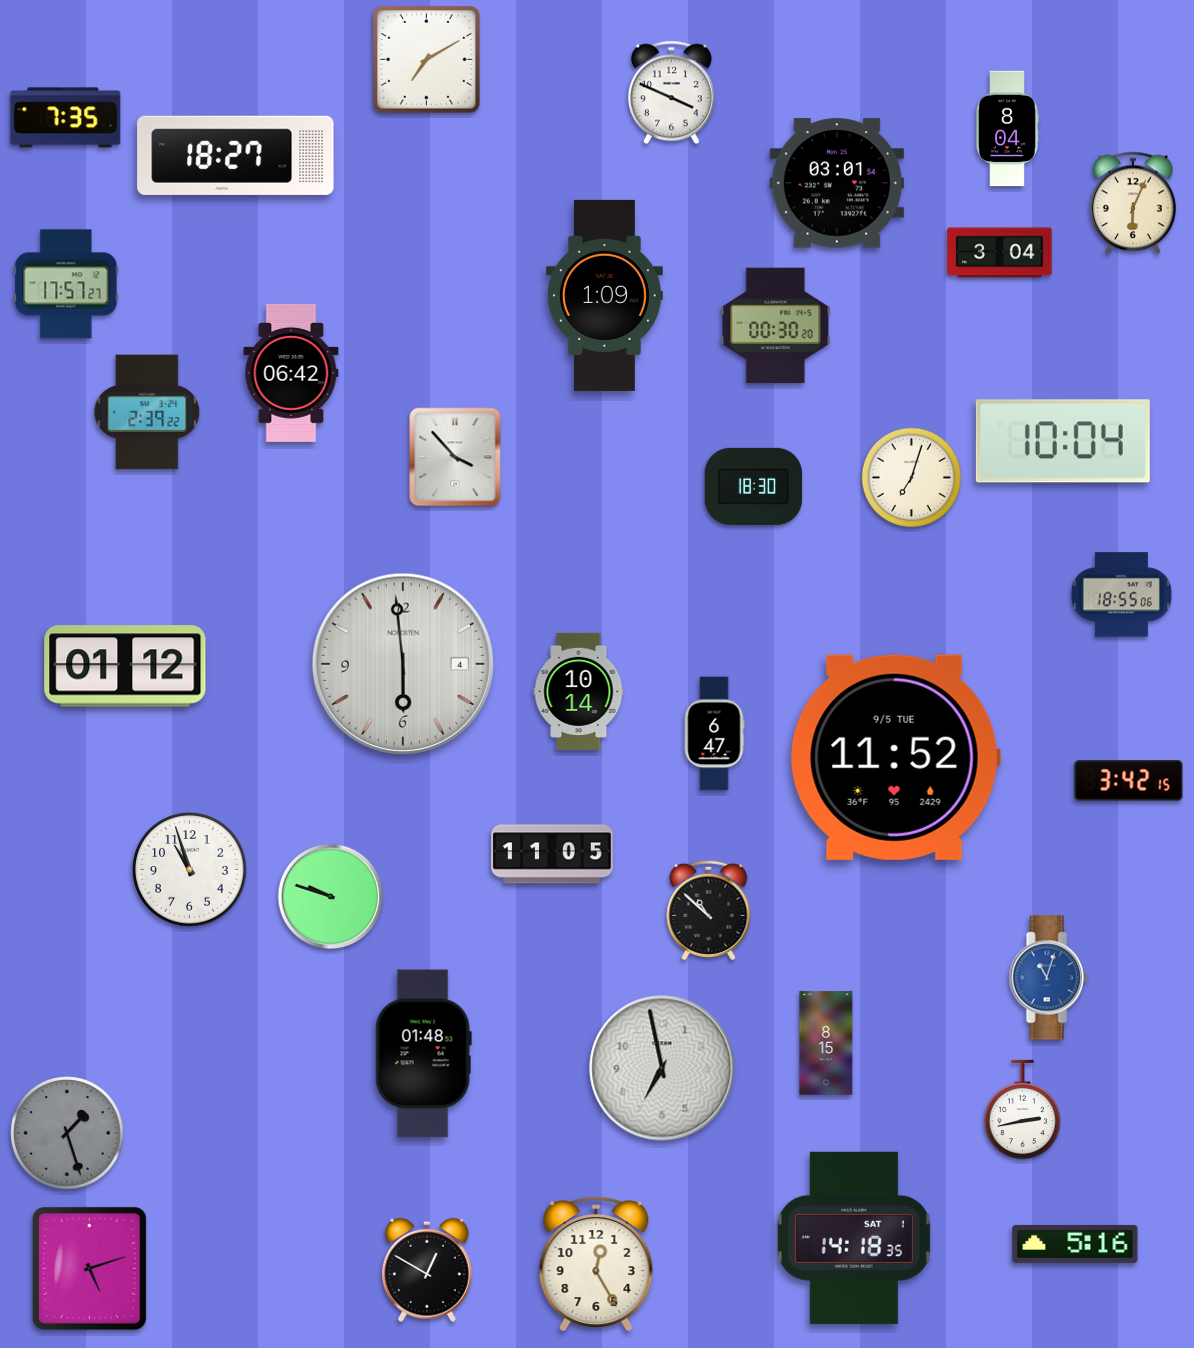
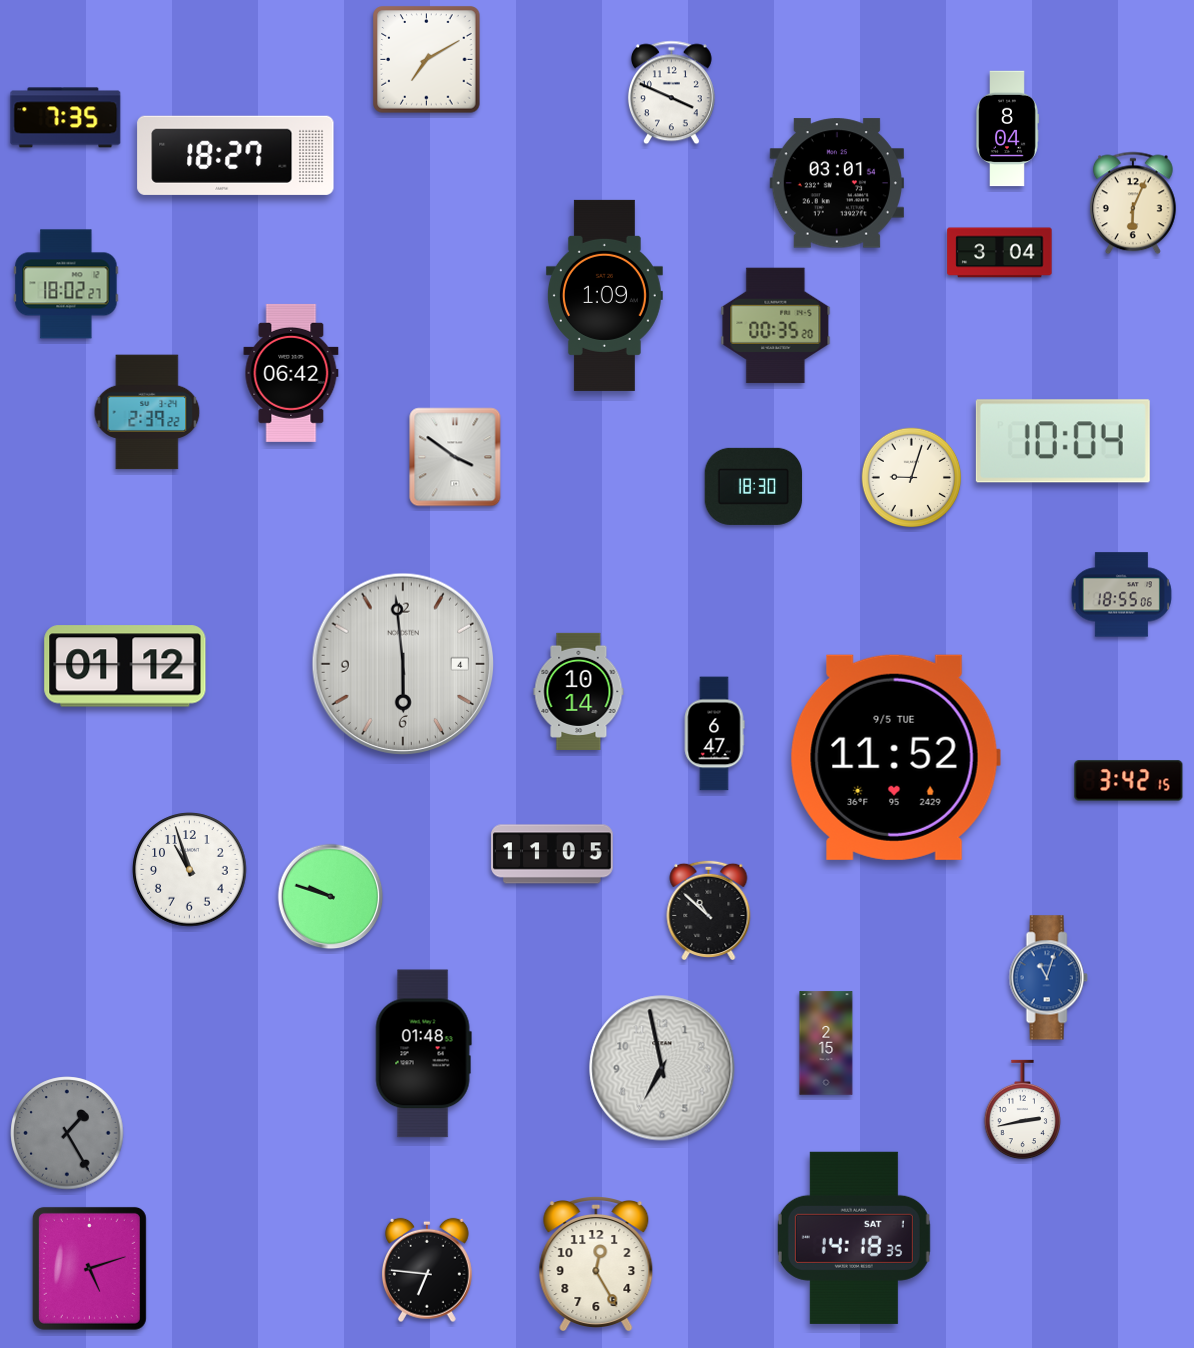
clock at (66, 284): 17:57 -> 18:02
clock at (776, 326): 00:30 -> 00:35
clock at (455, 457): 3:53 -> 3:51
clock at (912, 478): 7:03 -> 9:03
clock at (826, 1043): 8:15 -> 2:15
clock at (67, 1133): 1:27 -> 1:25
clock at (1075, 1244): 5:16 -> none
clock at (427, 1270): 12:50 -> 6:46
